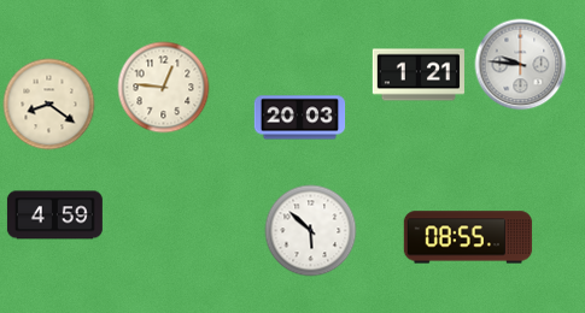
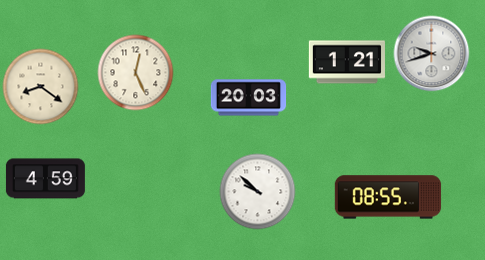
clock at (521, 65): 9:46 -> 9:42
clock at (164, 88): 12:46 -> 12:26
clock at (311, 231): 5:52 -> 9:52
